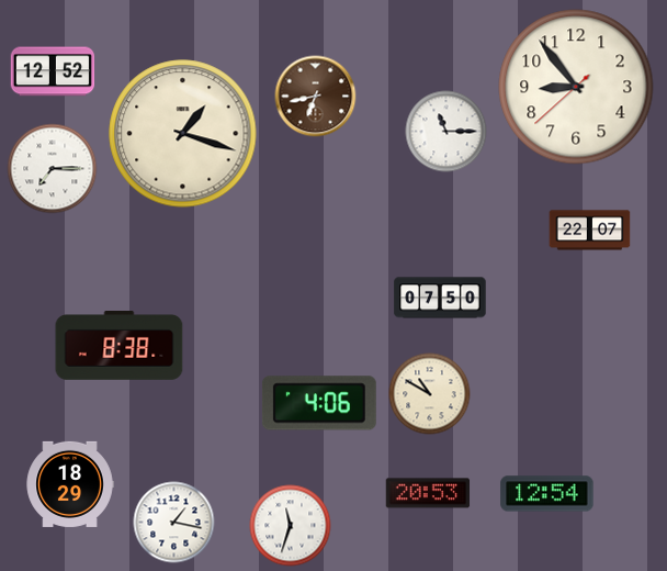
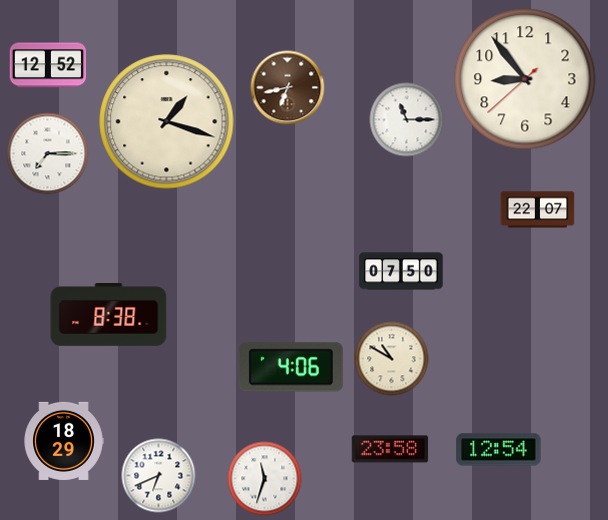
clock at (428, 493): 20:53 -> 23:58
clock at (174, 523): 1:17 -> 6:41
